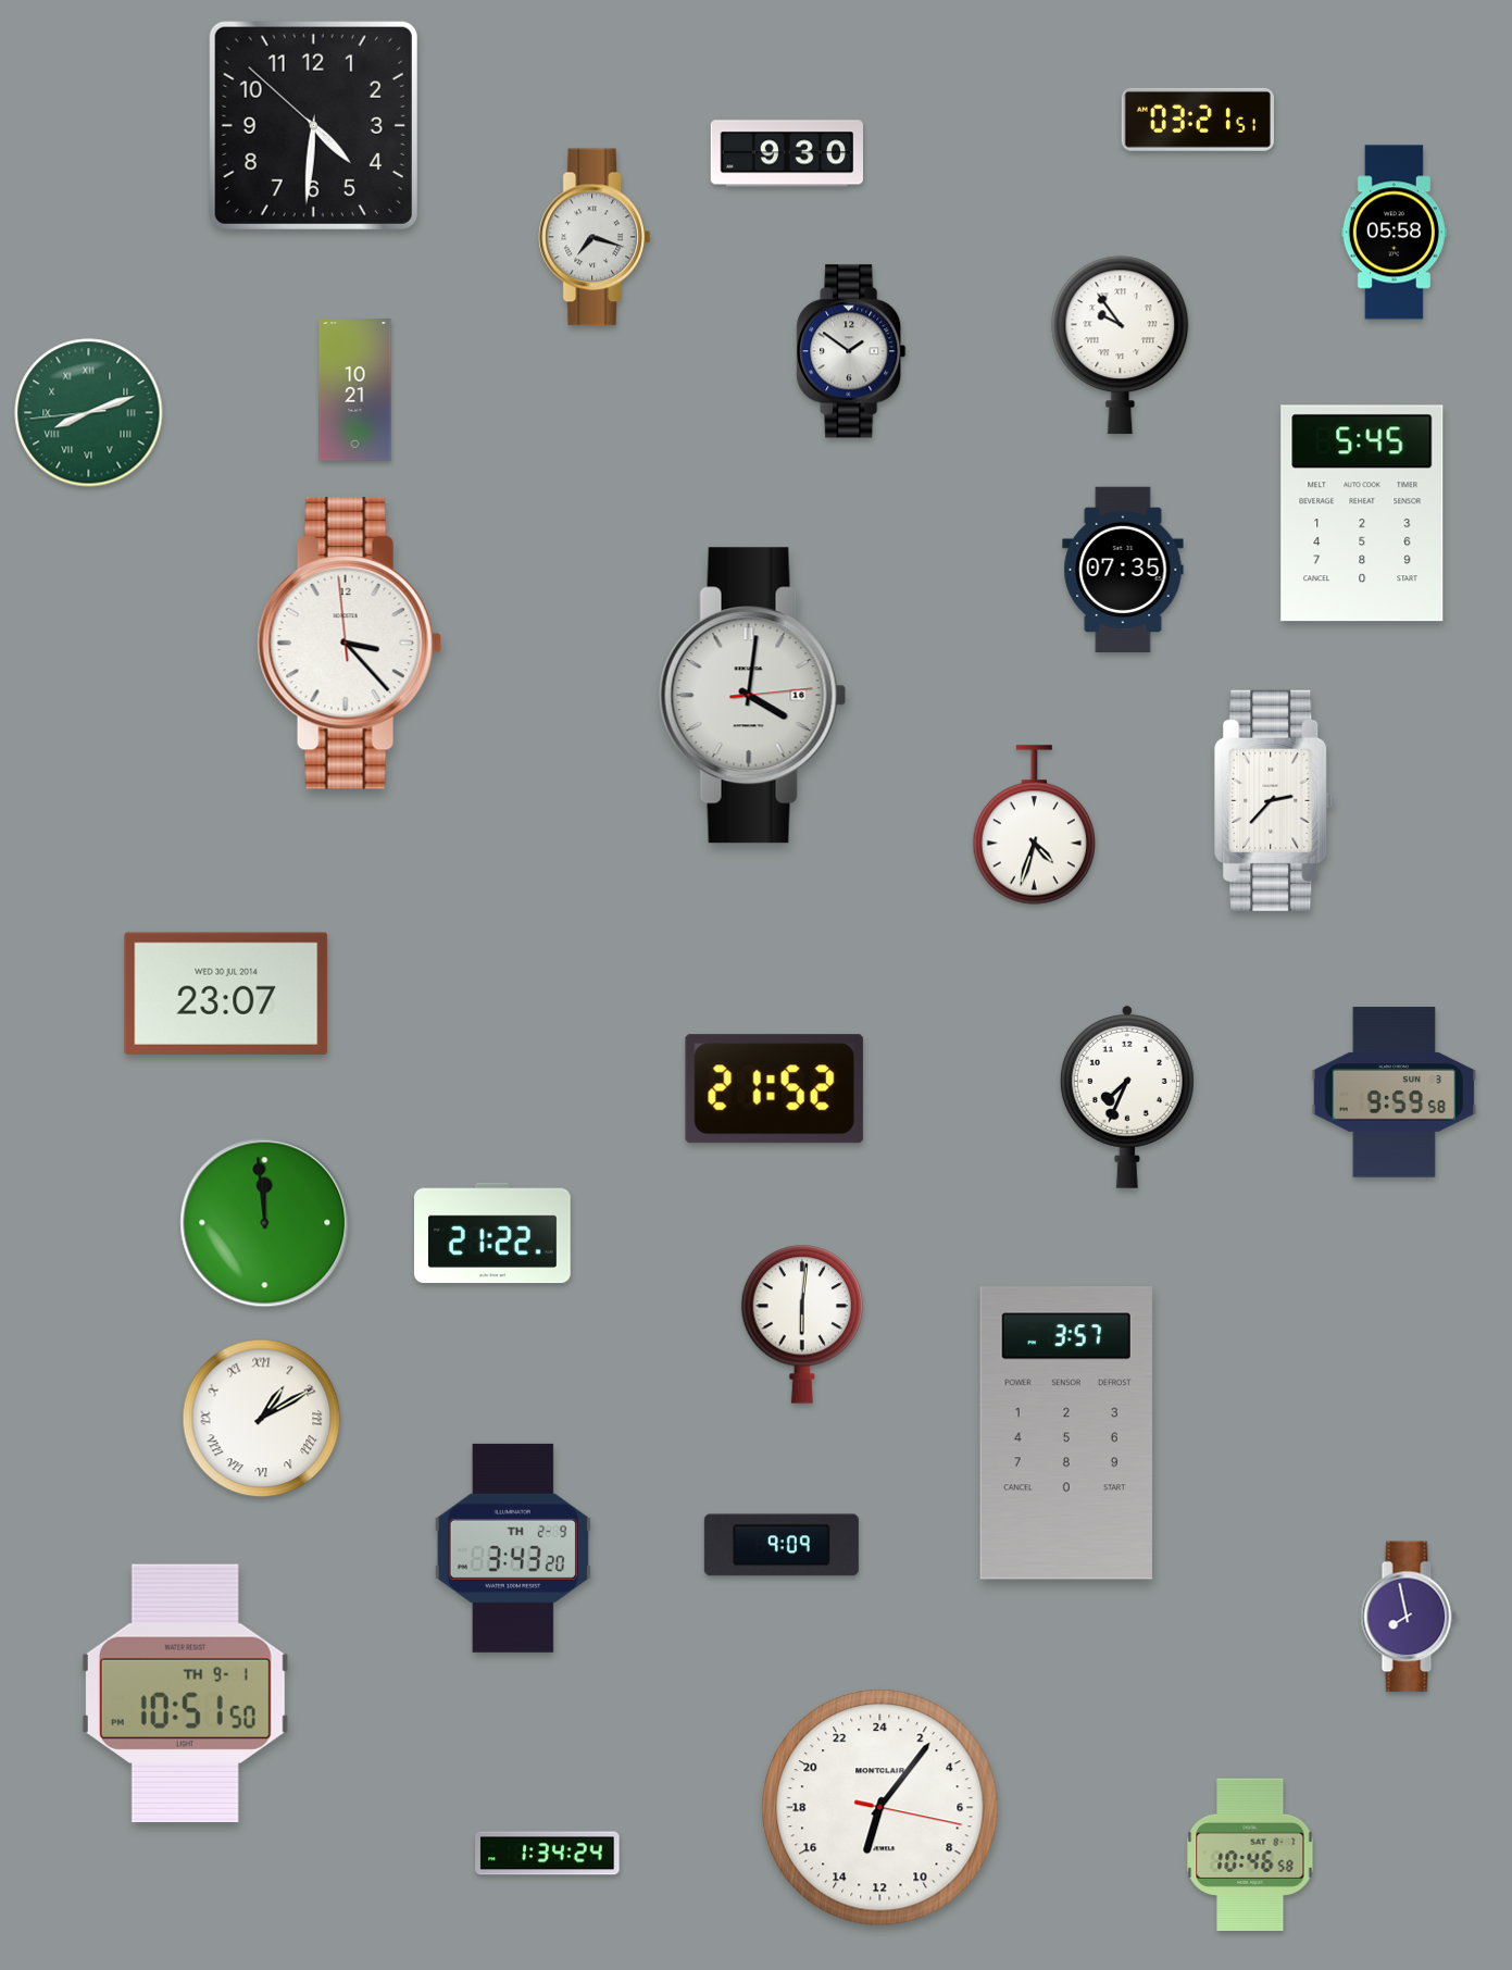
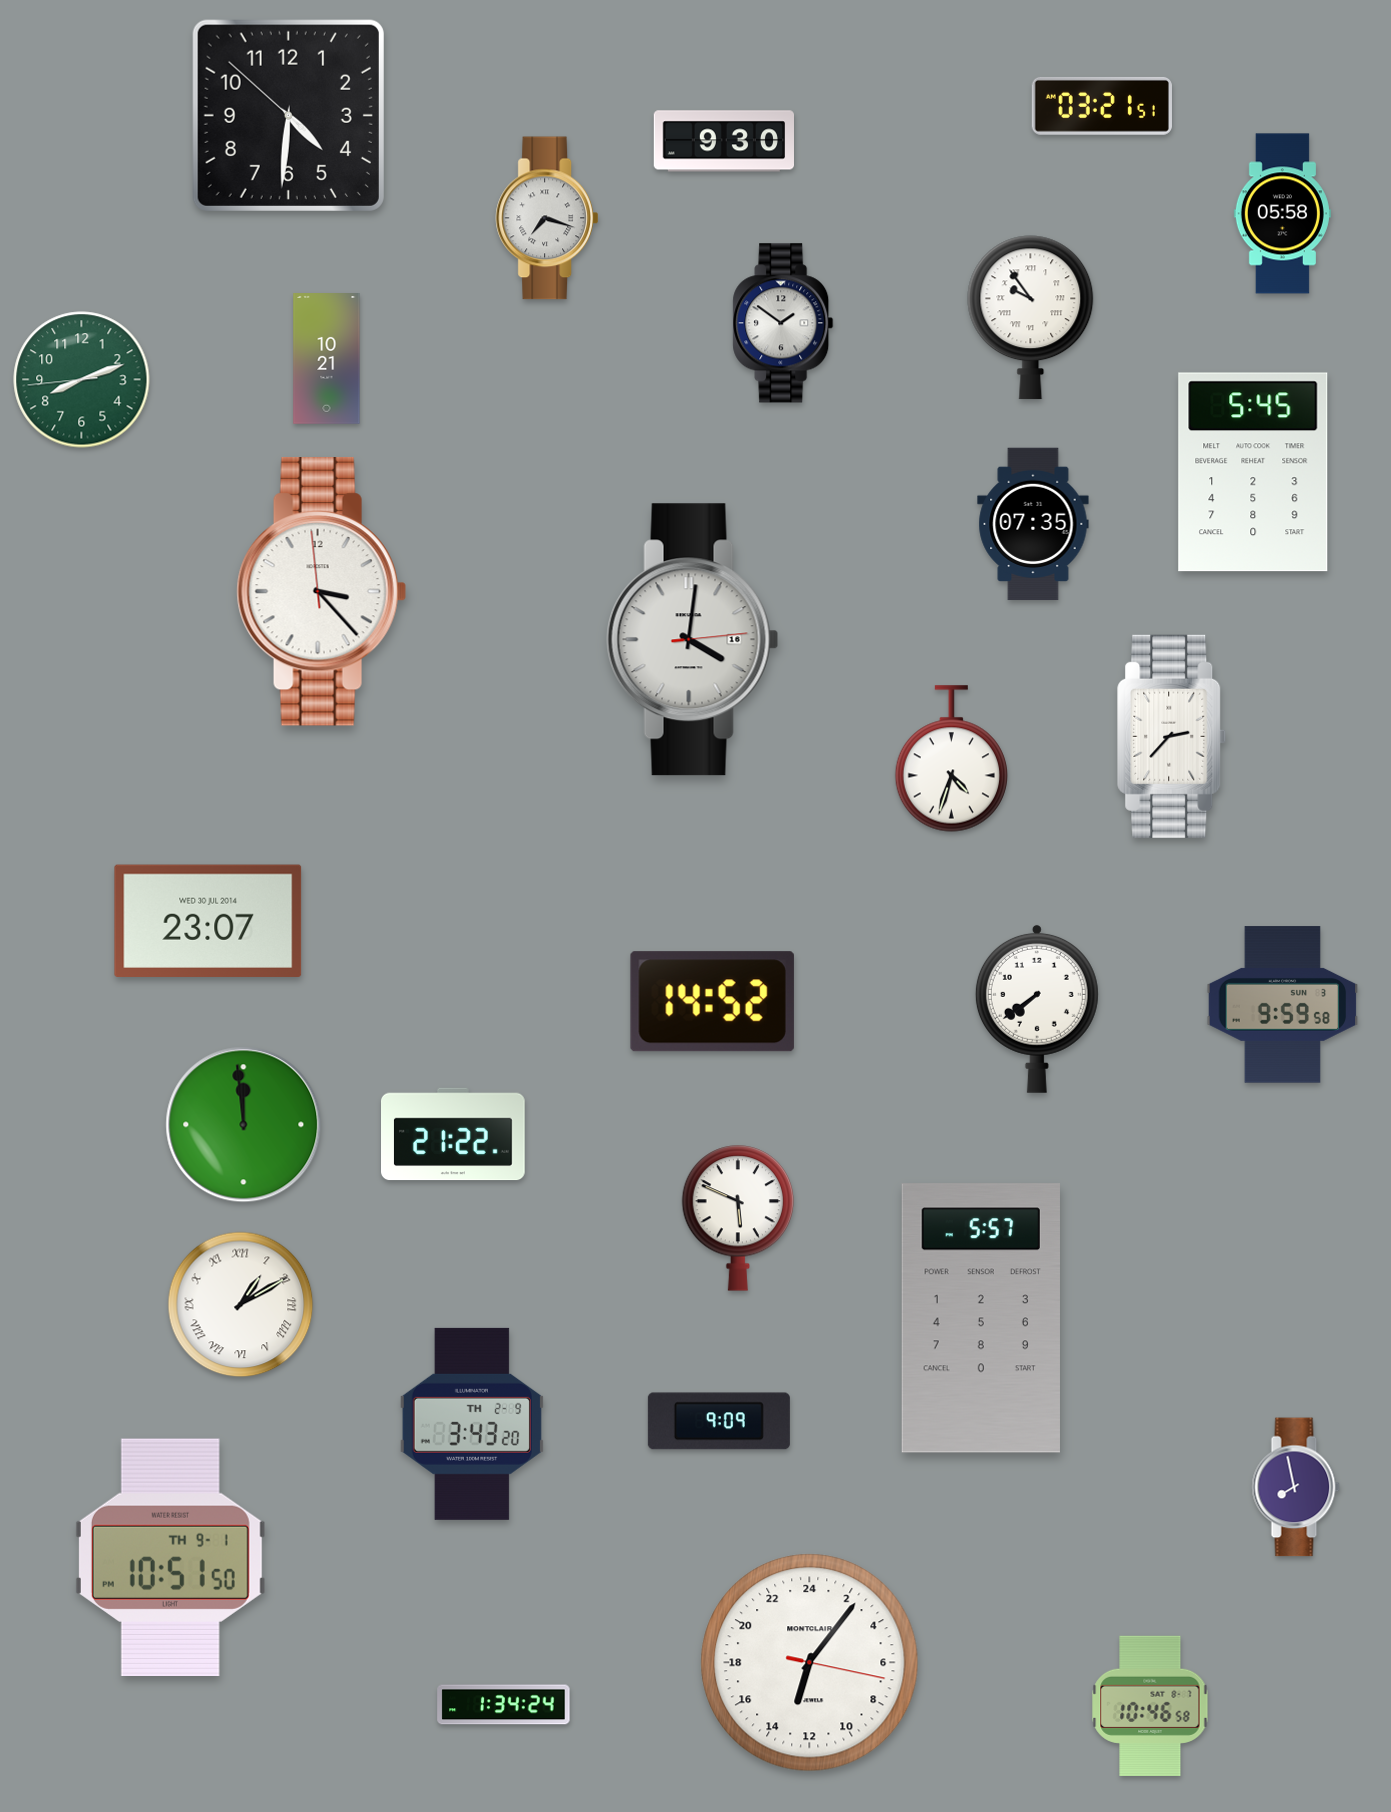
clock at (1198, 120) position: (1198, 120) -> (1102, 106)
clock at (89, 413) numerals: Roman -> Arabic
clock at (226, 994) position: (226, 994) -> (208, 921)
clock at (774, 1089): 21:52 -> 14:52
clock at (1127, 1096): 7:34 -> 7:39
clock at (802, 1324): 6:01 -> 5:49
clock at (1066, 1433): 3:57 -> 5:57
